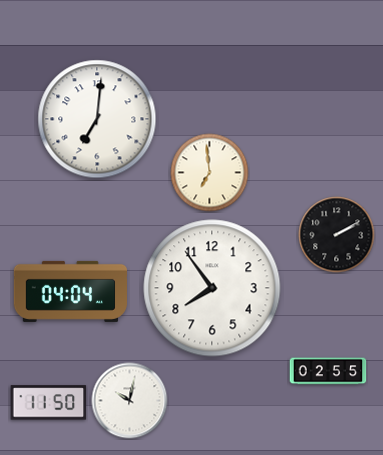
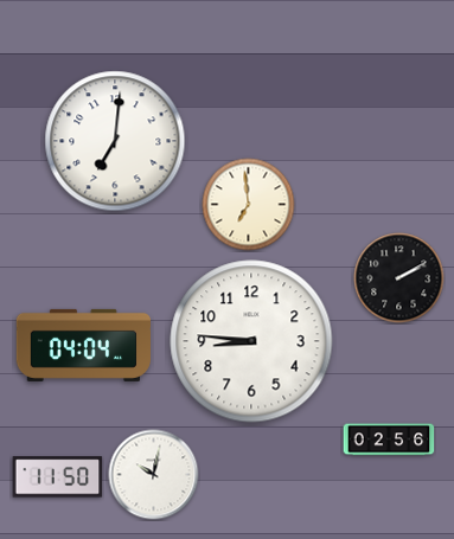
clock at (212, 288): 7:54 -> 8:46
clock at (328, 371): 02:55 -> 02:56
